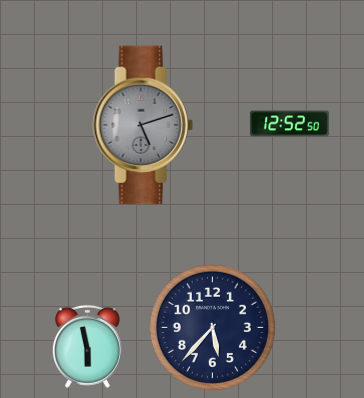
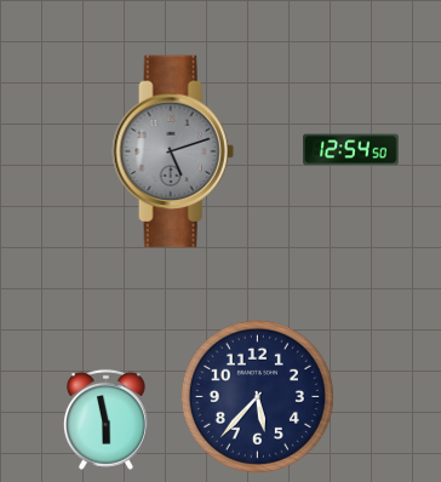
clock at (290, 124): 12:52 -> 12:54
